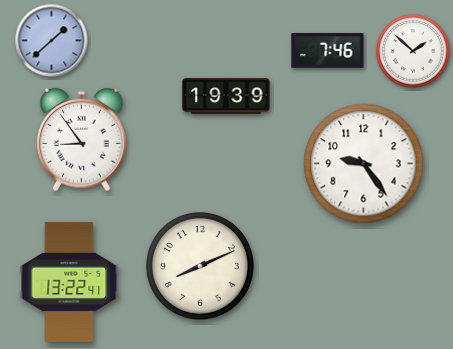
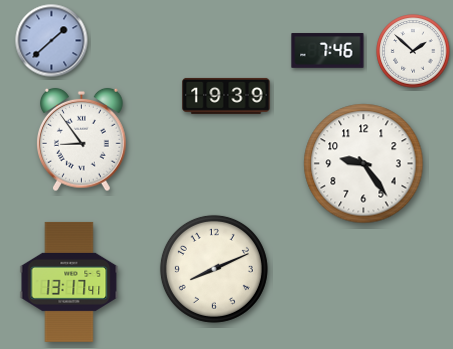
clock at (200, 266) position: (200, 266) -> (214, 269)
clock at (69, 282): 13:22 -> 13:17
